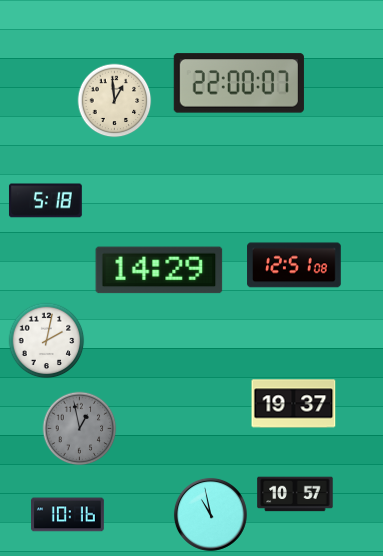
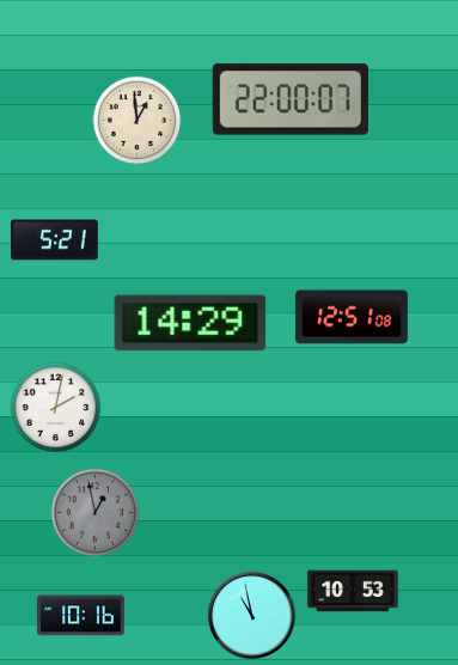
clock at (239, 83) position: (239, 83) -> (291, 99)
clock at (46, 201): 5:18 -> 5:21
clock at (294, 404): 19:37 -> none
clock at (295, 494): 10:57 -> 10:53
